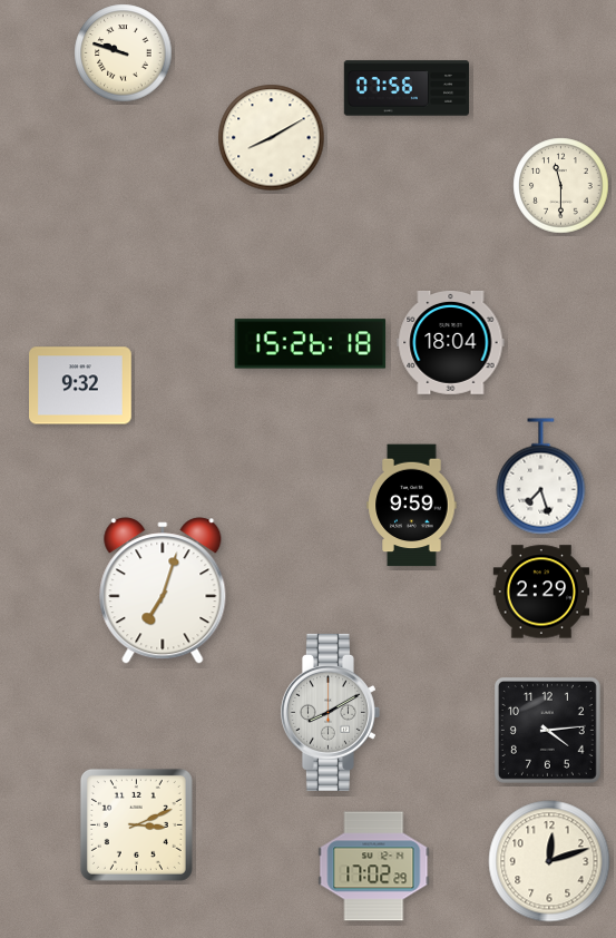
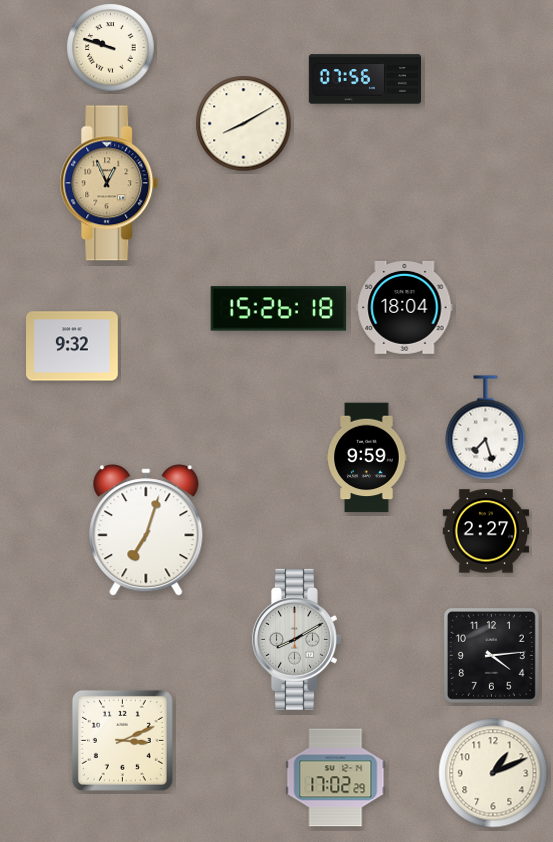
clock at (561, 186): 11:30 -> none
clock at (109, 183): none -> 12:56
clock at (412, 506) position: (412, 506) -> (367, 458)
clock at (541, 592): 2:29 -> 2:27
clock at (549, 861): 12:12 -> 1:11
